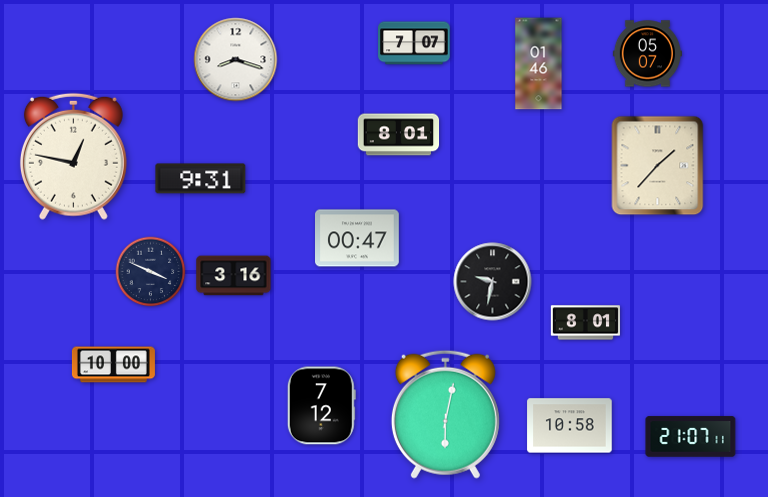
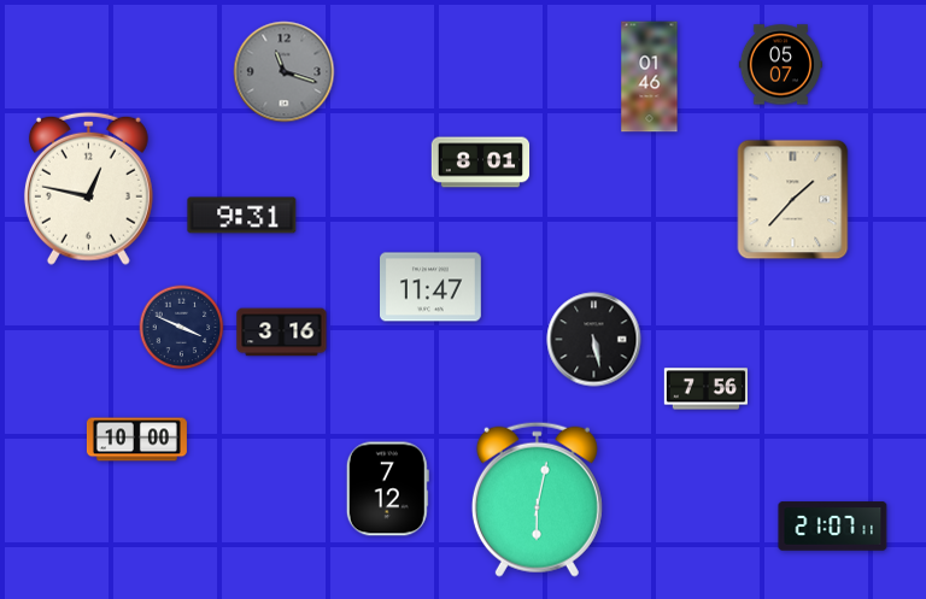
clock at (414, 43): 7:07 -> none
clock at (236, 60): 8:18 -> 11:18
clock at (236, 60) dial: white -> grey
clock at (358, 238): 00:47 -> 11:47
clock at (493, 282): 9:32 -> 5:28
clock at (585, 323): 8:01 -> 7:56
clock at (570, 426): 10:58 -> none
